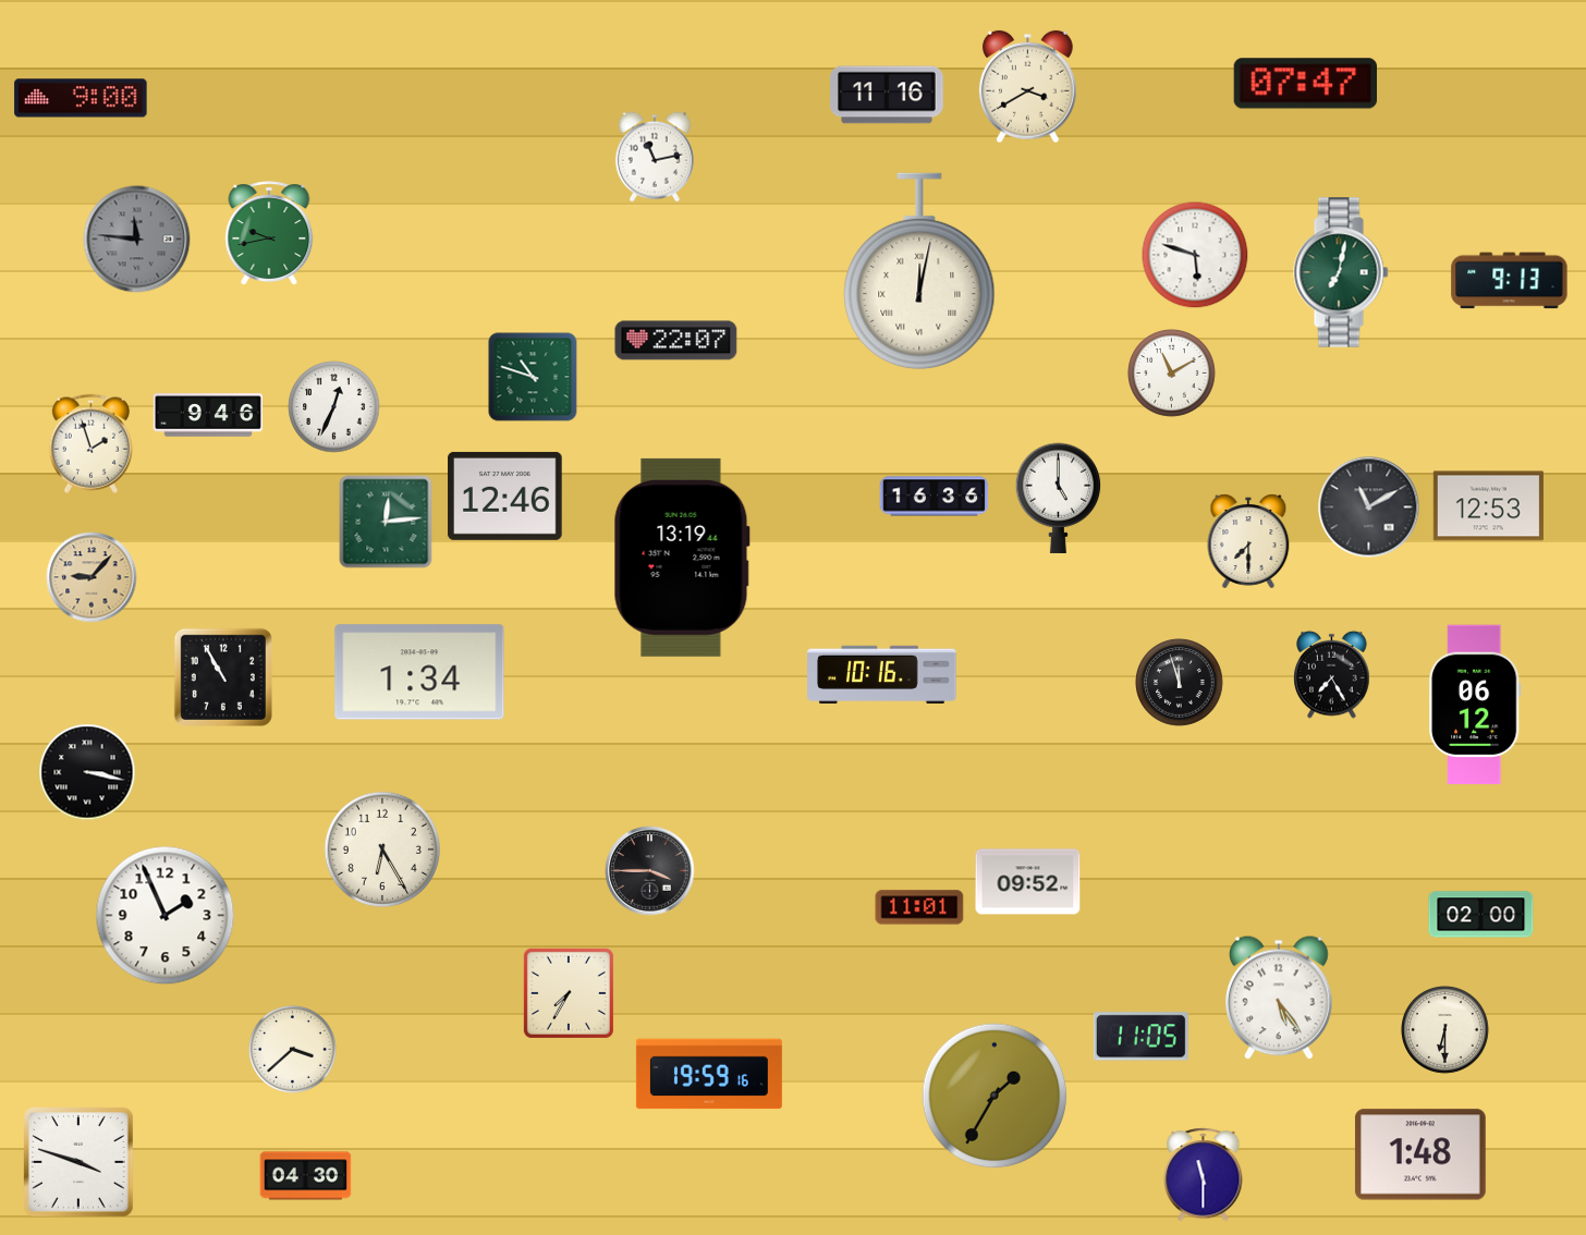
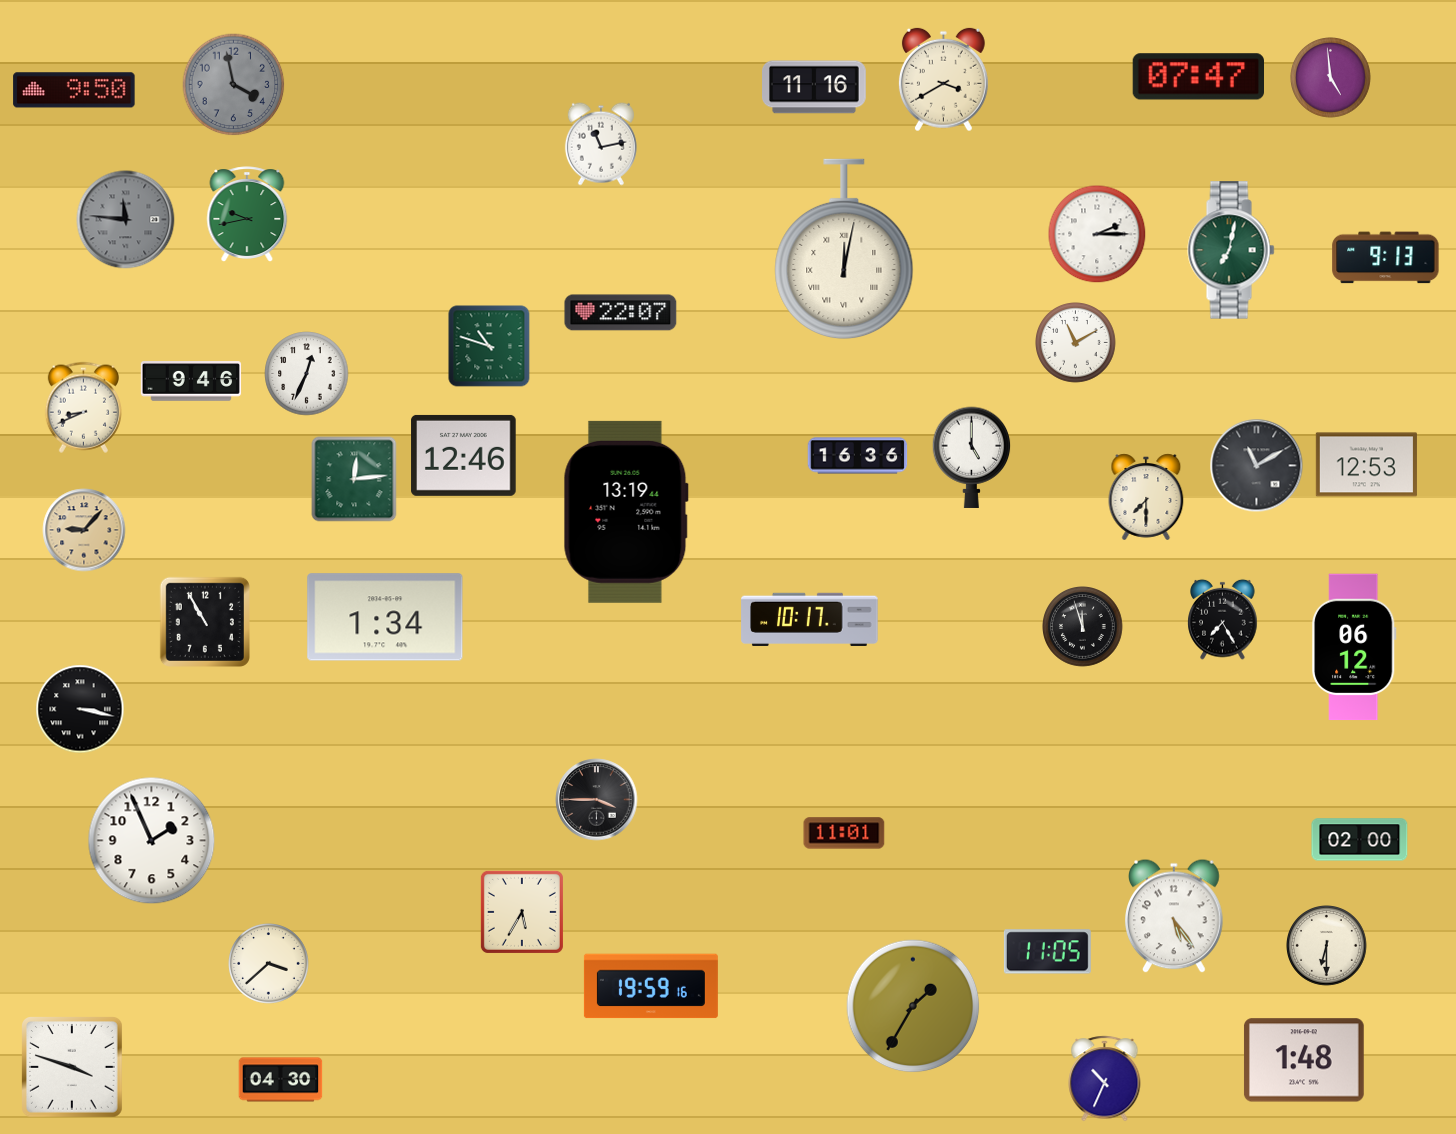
clock at (1331, 78): none -> 4:59
clock at (234, 85): none -> 3:58
clock at (81, 98): 9:00 -> 9:50
clock at (1195, 255): 5:48 -> 2:15
clock at (90, 443): 1:57 -> 8:41
clock at (882, 674): 10:16 -> 10:17
clock at (382, 849): 6:25 -> none
clock at (1028, 882): 09:52 -> none
clock at (569, 993): 7:35 -> 5:35
clock at (1204, 1175): 11:30 -> 10:34
